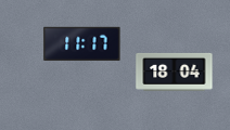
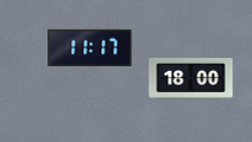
clock at (175, 71): 18:04 -> 18:00
